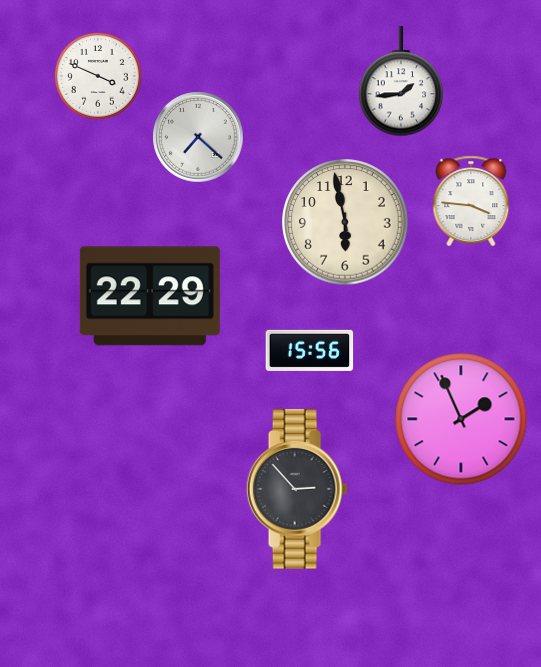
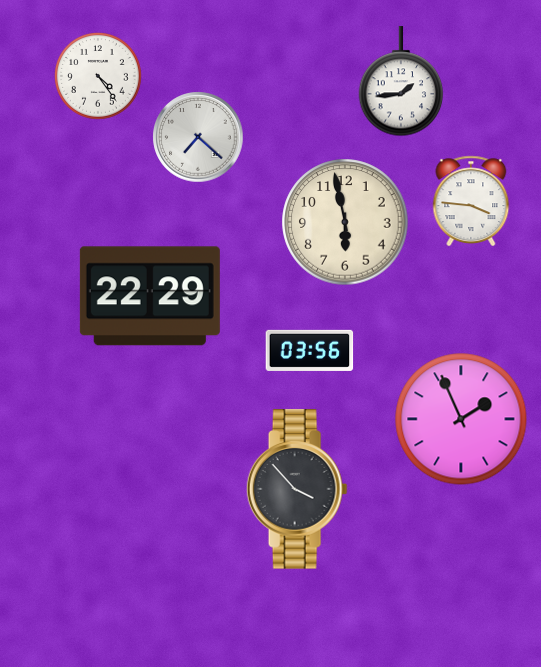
clock at (98, 76): 3:49 -> 4:24
clock at (310, 350): 15:56 -> 03:56
clock at (297, 489): 2:53 -> 3:53
